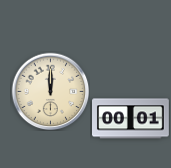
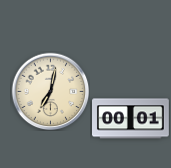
clock at (50, 91): 12:00 -> 7:02
